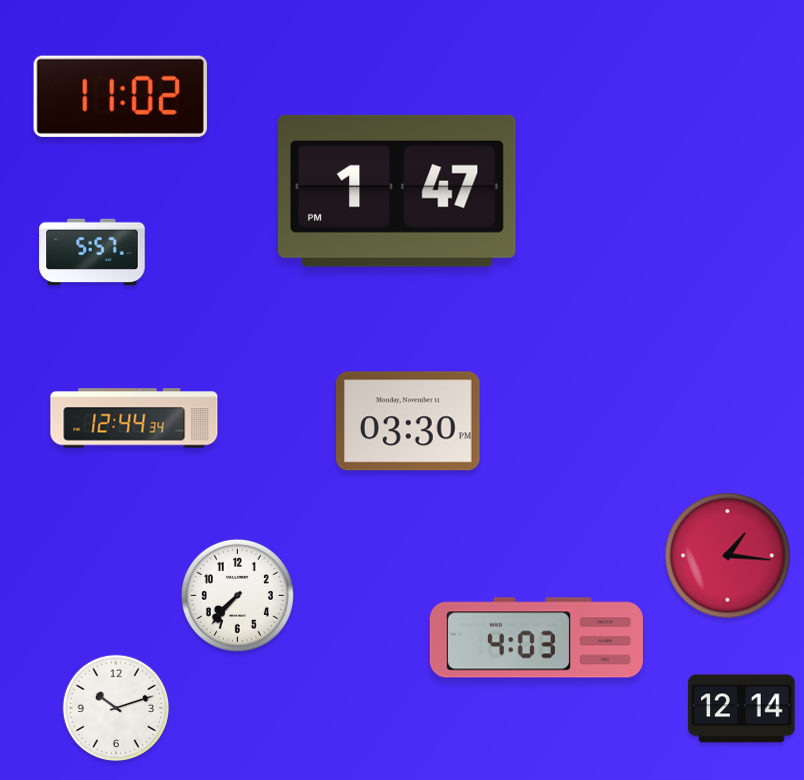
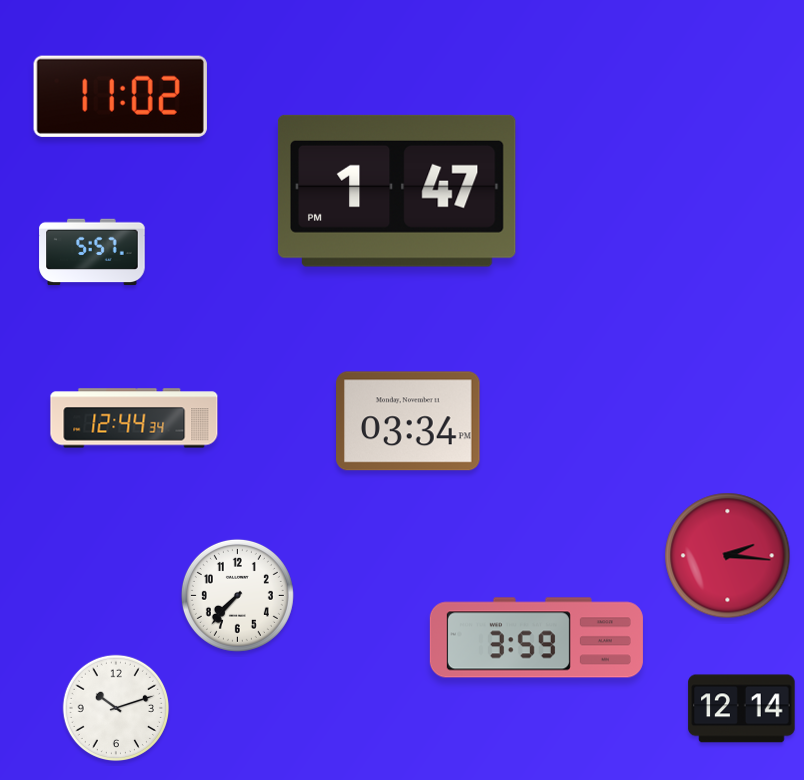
clock at (408, 421): 03:30 -> 03:34
clock at (728, 556): 1:16 -> 2:16
clock at (536, 638): 4:03 -> 3:59
